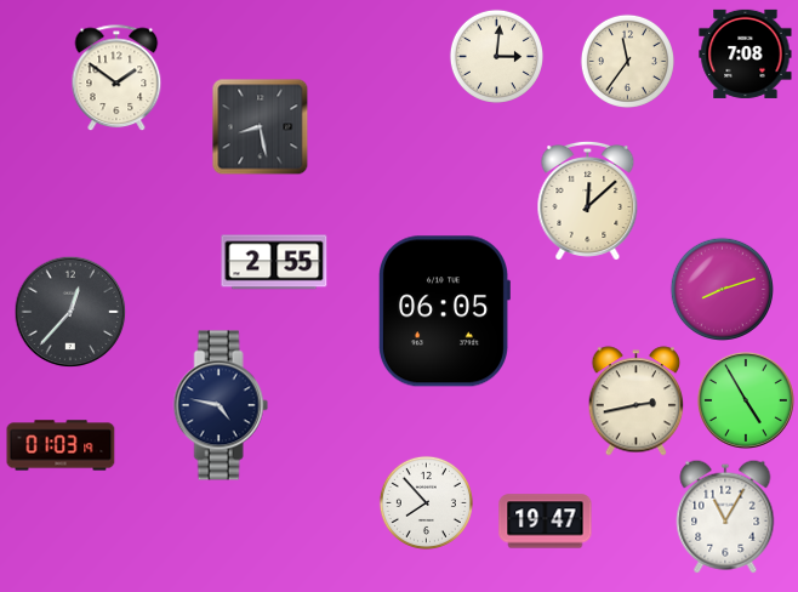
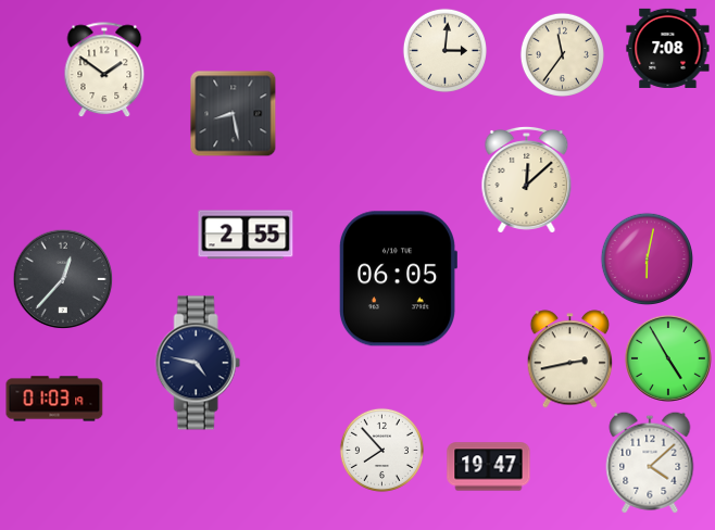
clock at (722, 289): 8:12 -> 6:02
clock at (725, 517): 11:05 -> 4:08
